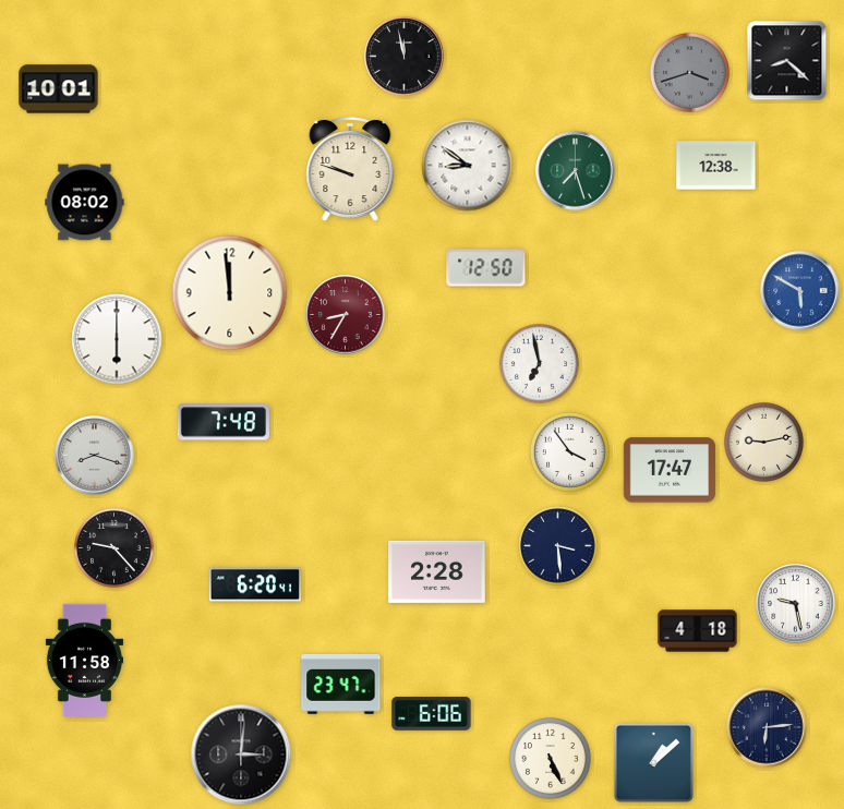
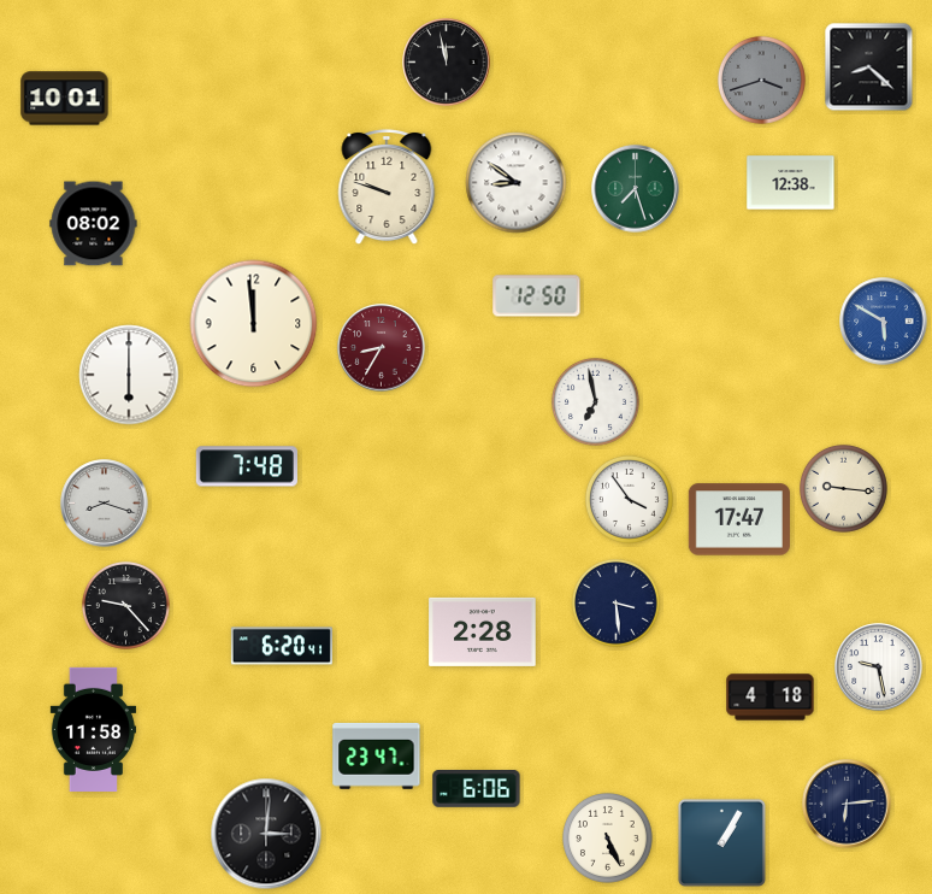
clock at (763, 442): 9:13 -> 9:16
clock at (653, 762): 1:08 -> 1:05
